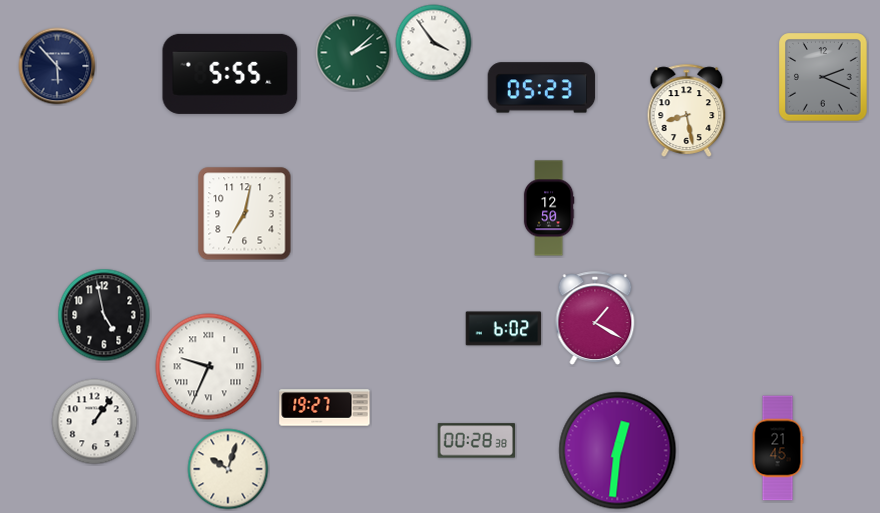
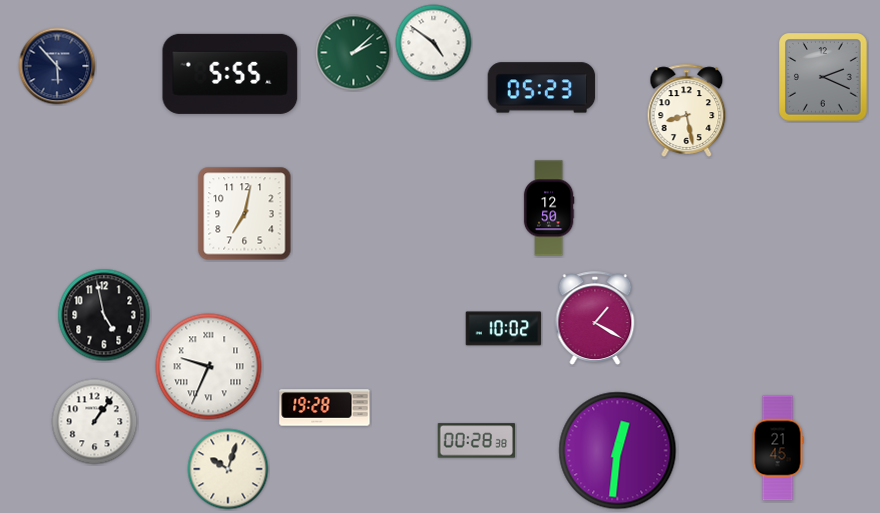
clock at (434, 43): 3:54 -> 4:51
clock at (504, 329): 6:02 -> 10:02
clock at (325, 408): 19:27 -> 19:28
